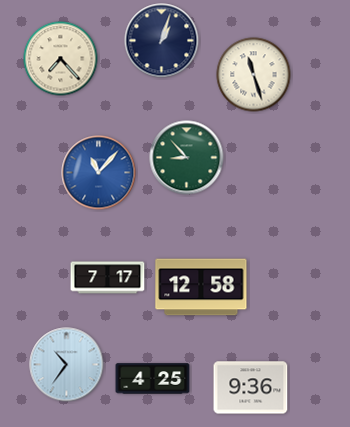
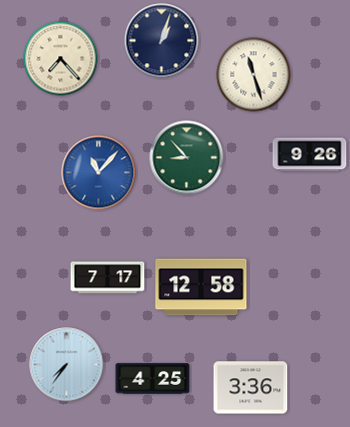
clock at (310, 155): none -> 9:26
clock at (67, 365): 10:36 -> 7:36
clock at (251, 388): 9:36 -> 3:36
